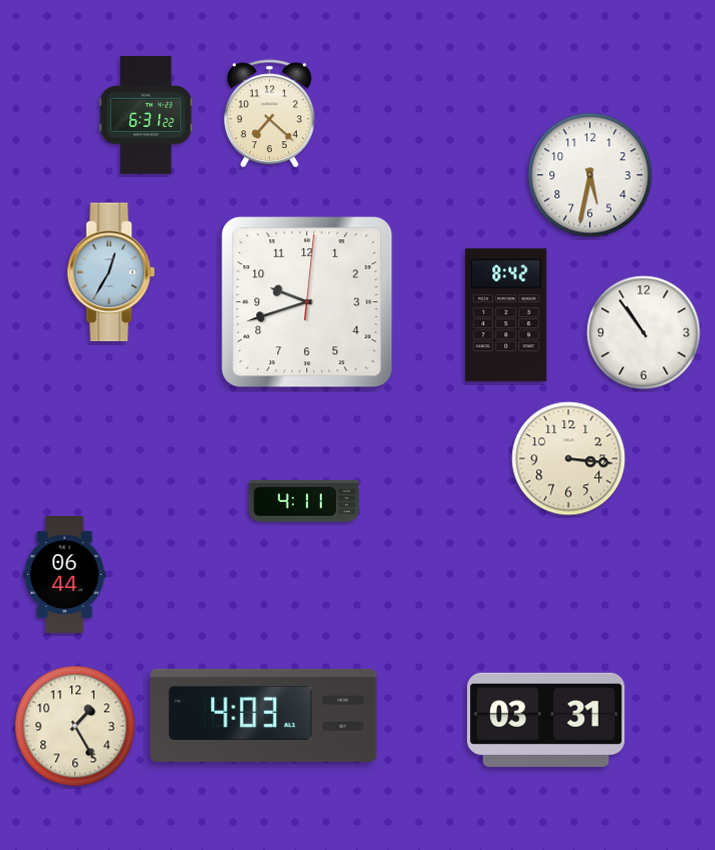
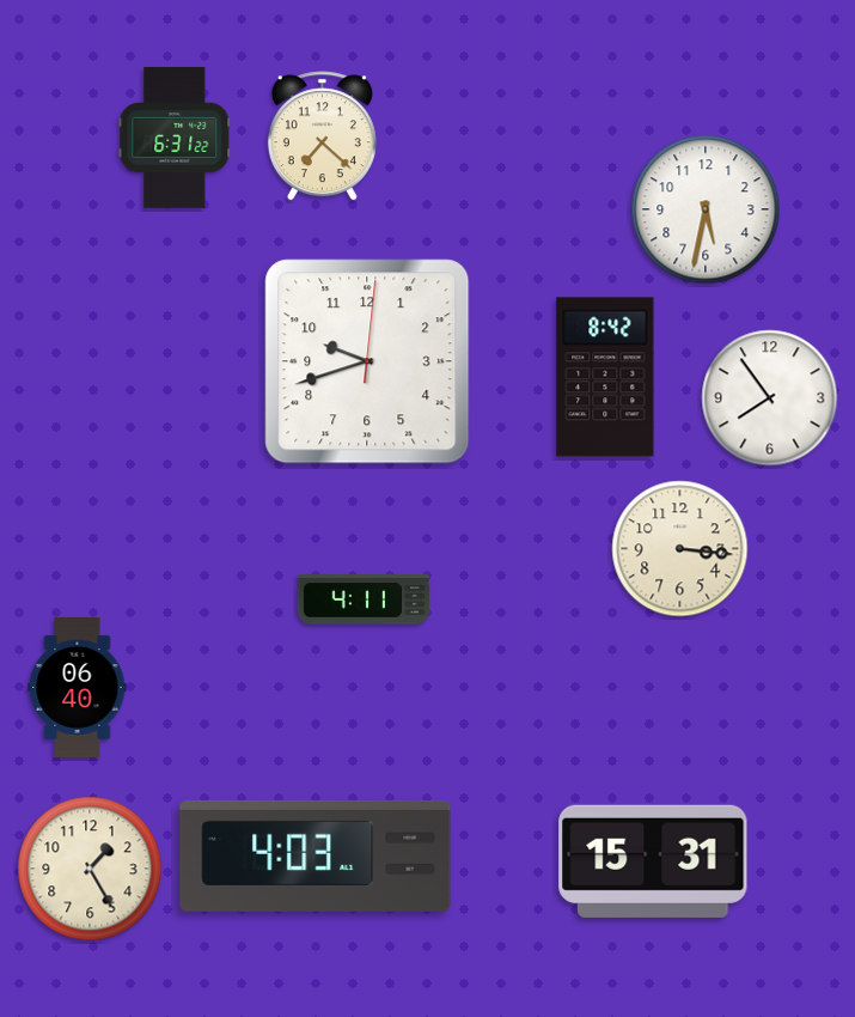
clock at (111, 272): 12:35 -> none
clock at (644, 333): 10:54 -> 7:54
clock at (65, 574): 06:44 -> 06:40
clock at (546, 720): 03:31 -> 15:31
